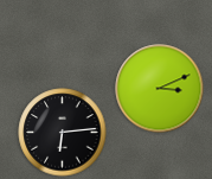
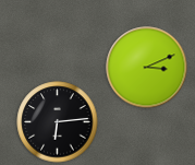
clock at (160, 89) position: (160, 89) -> (147, 68)
